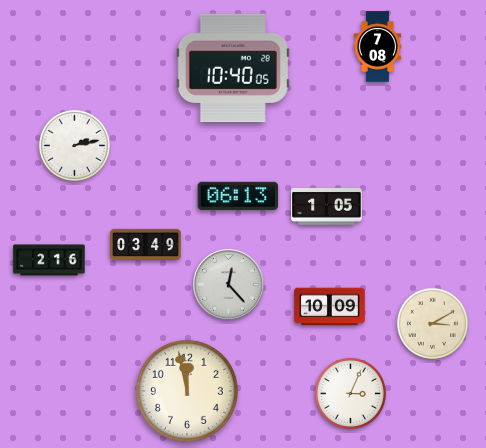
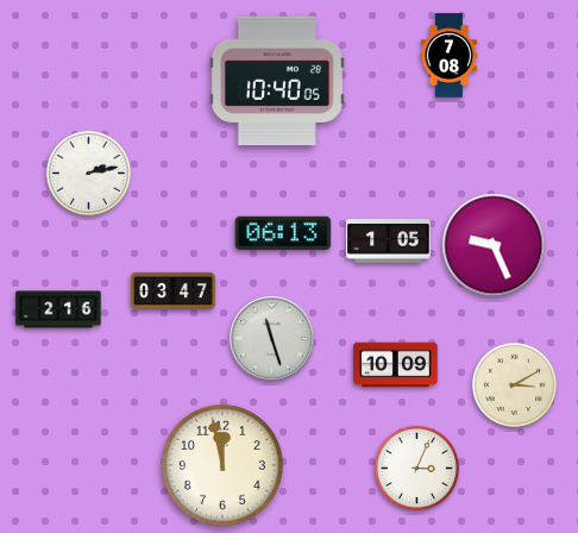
clock at (494, 245): none -> 9:26
clock at (327, 207) position: (327, 207) -> (389, 242)
clock at (146, 244): 03:49 -> 03:47
clock at (229, 285): 12:23 -> 11:27
clock at (330, 307) position: (330, 307) -> (396, 365)
